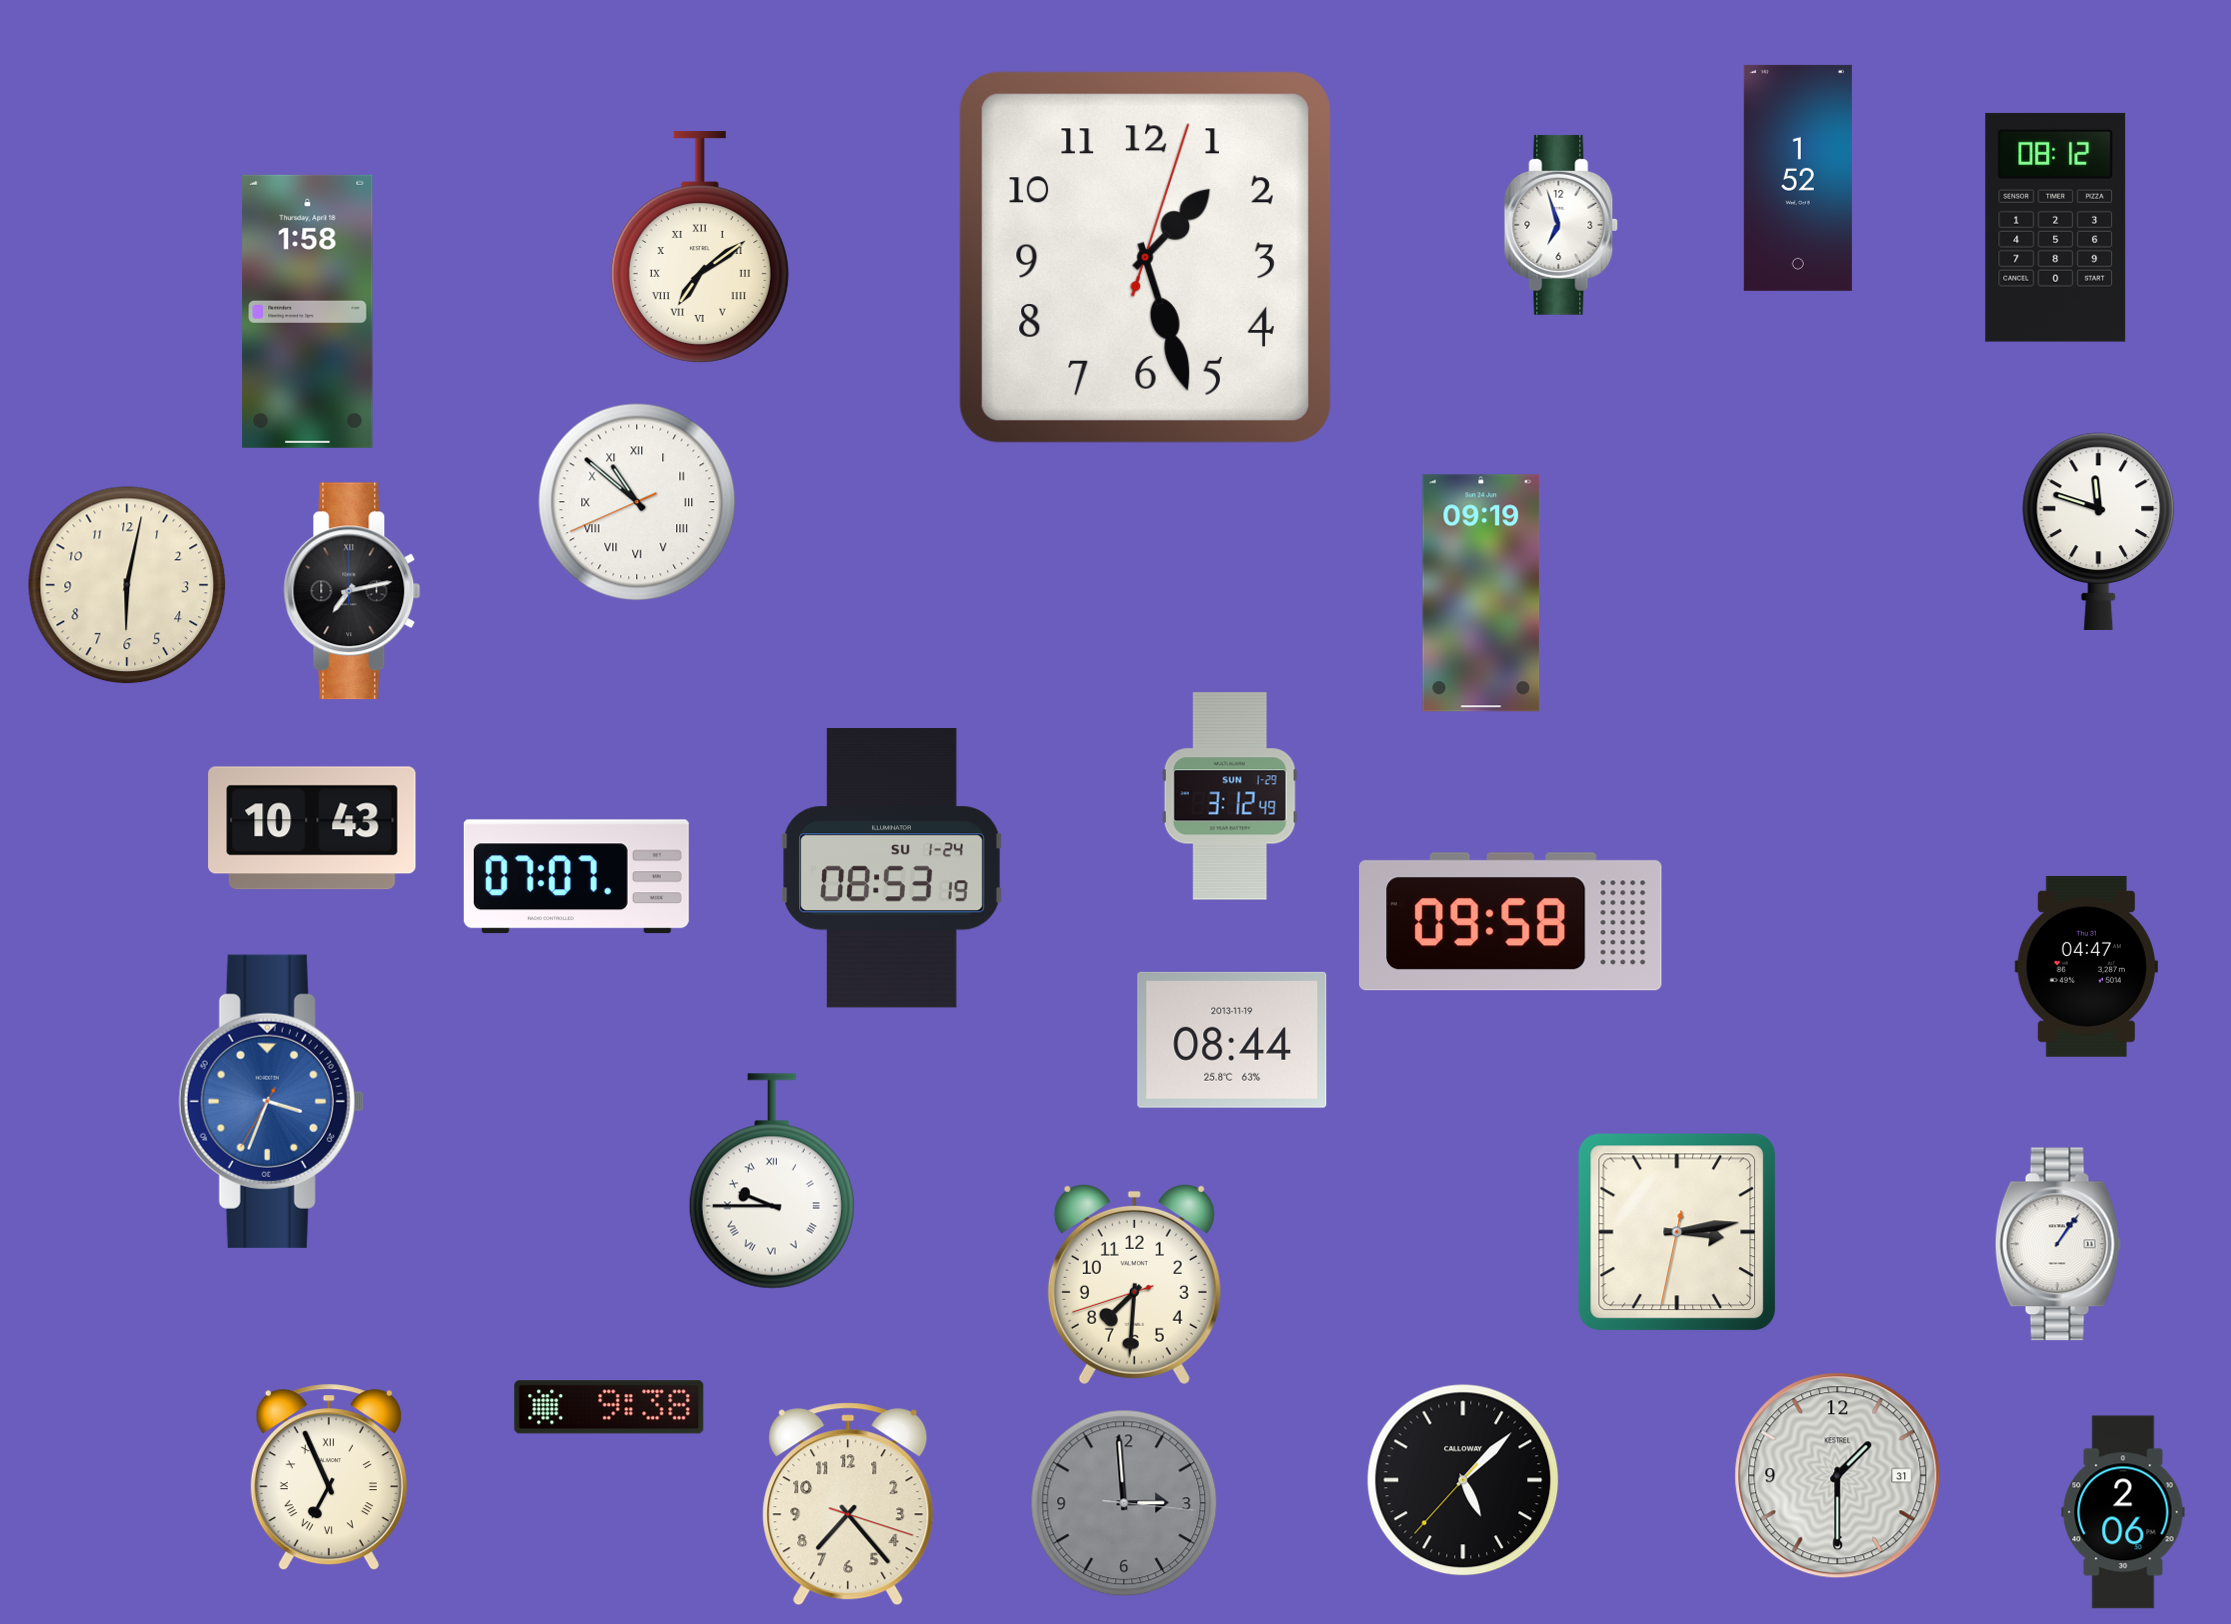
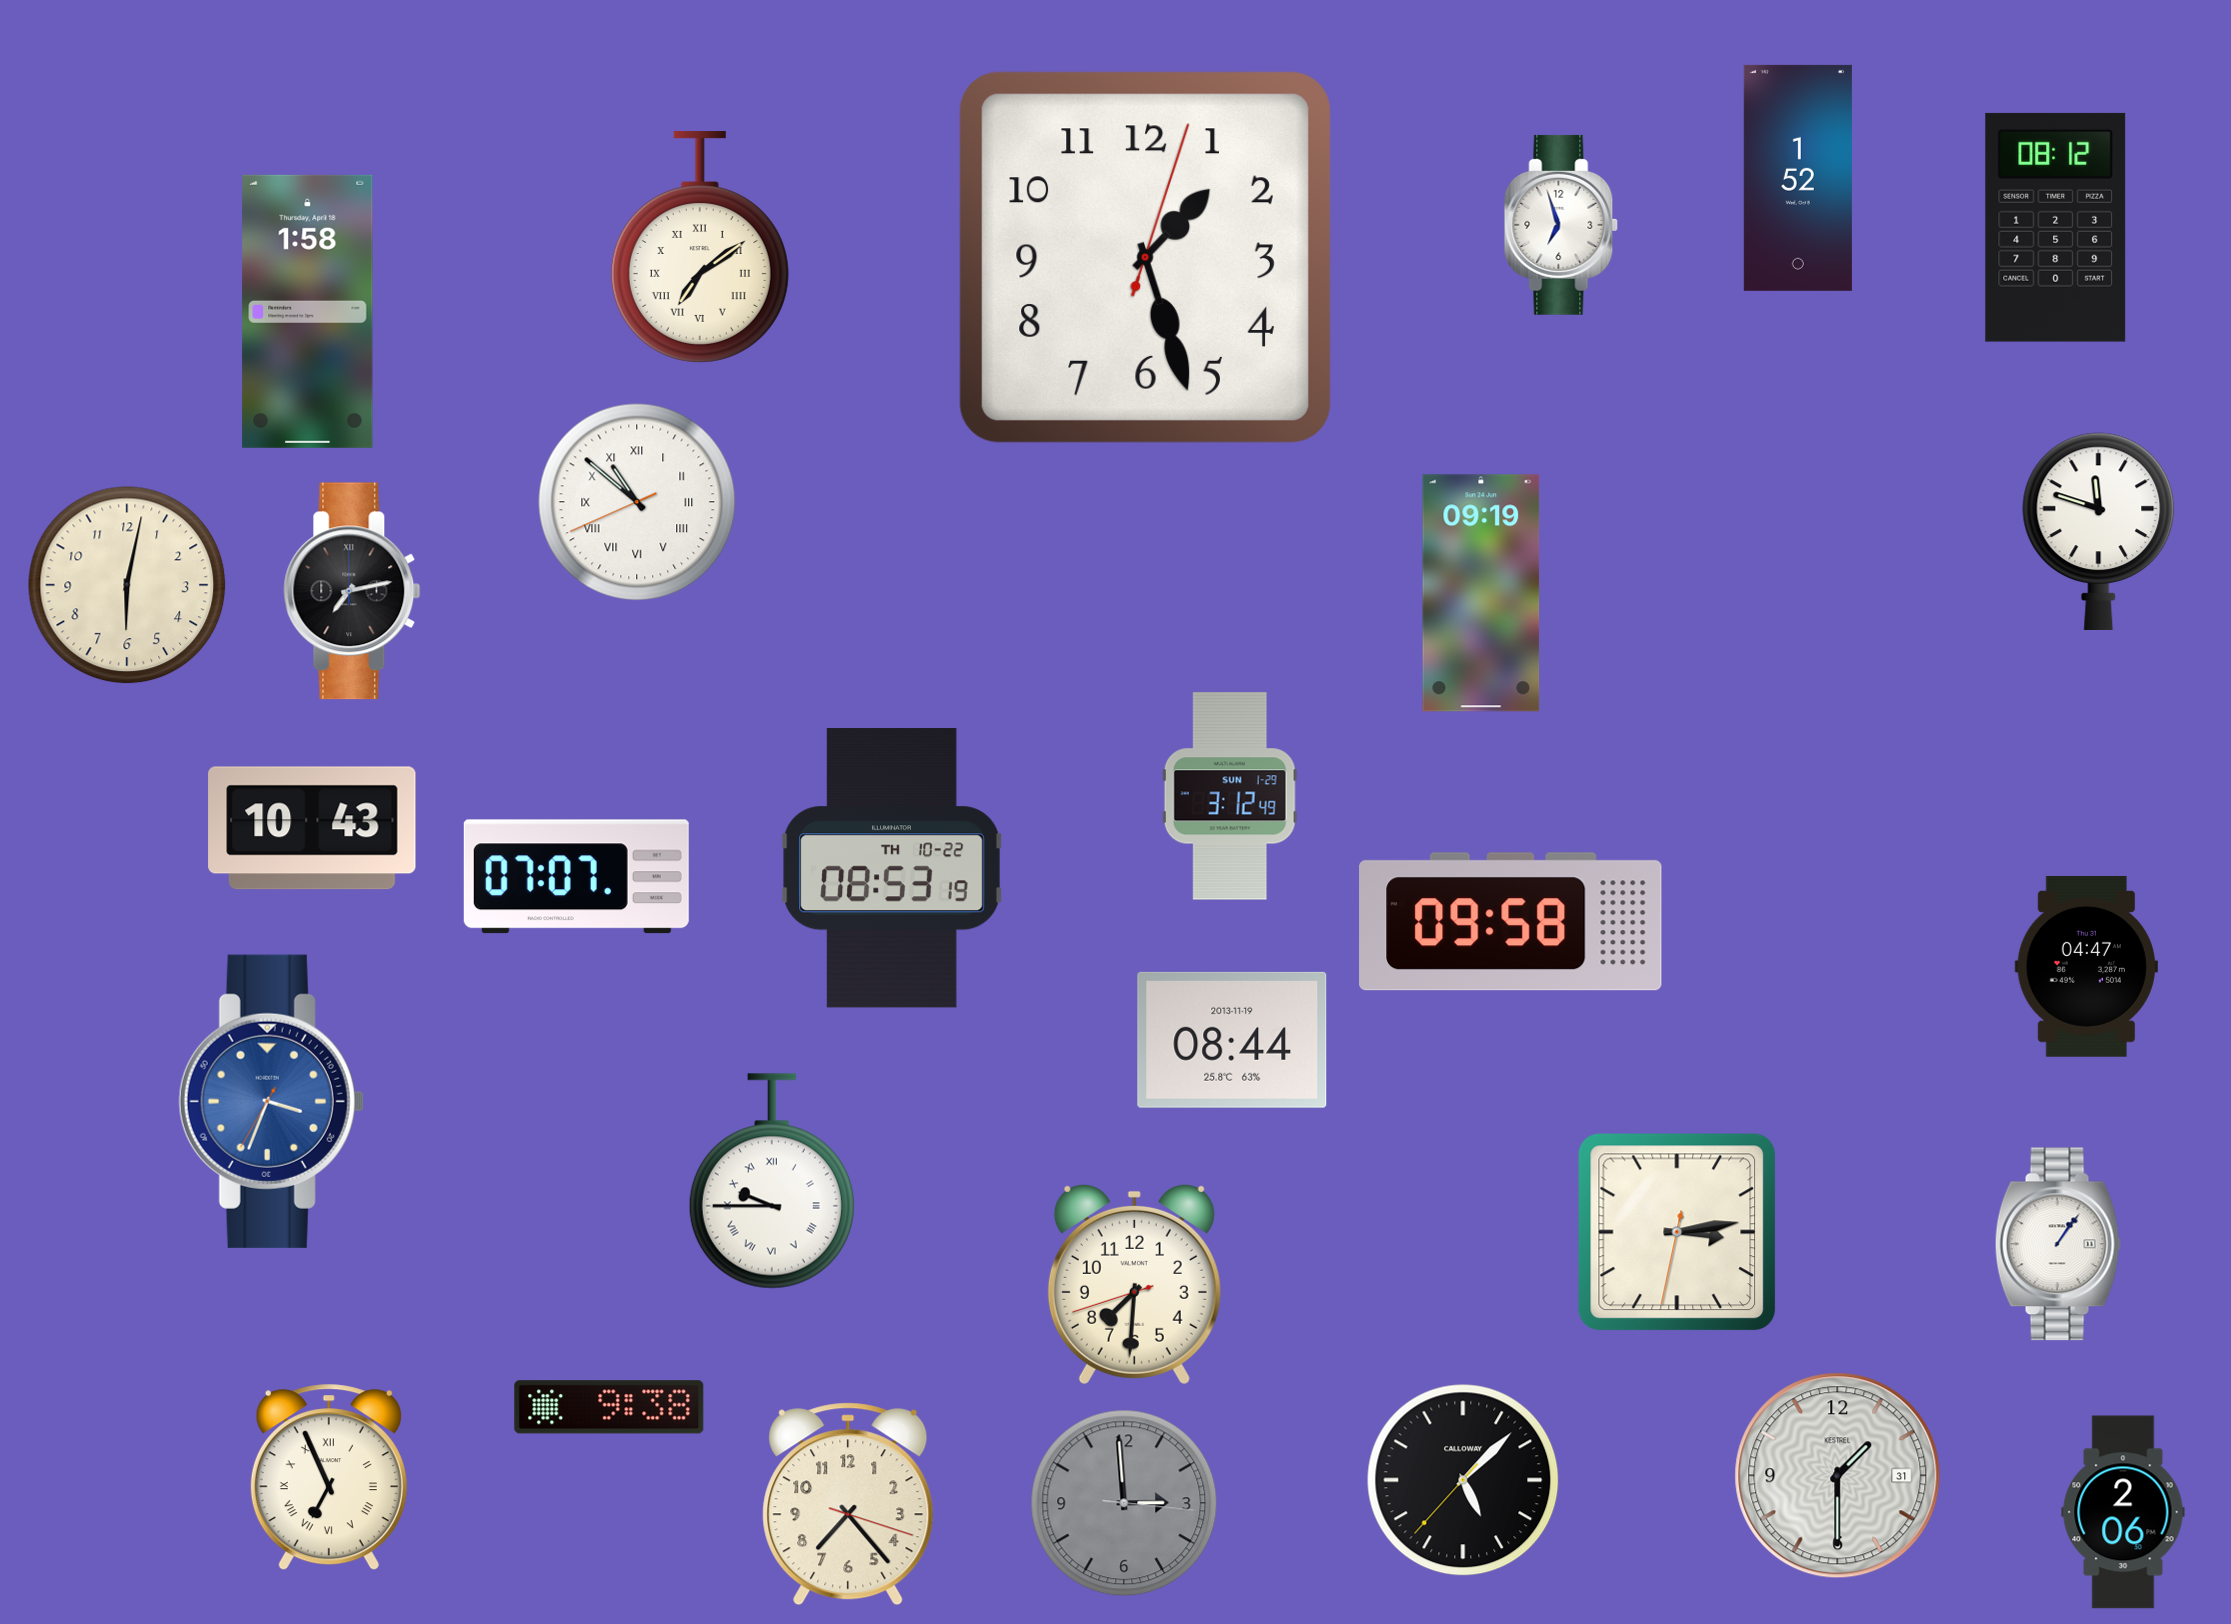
clock at (892, 868) date: SU 1-24 -> TH 10-22
